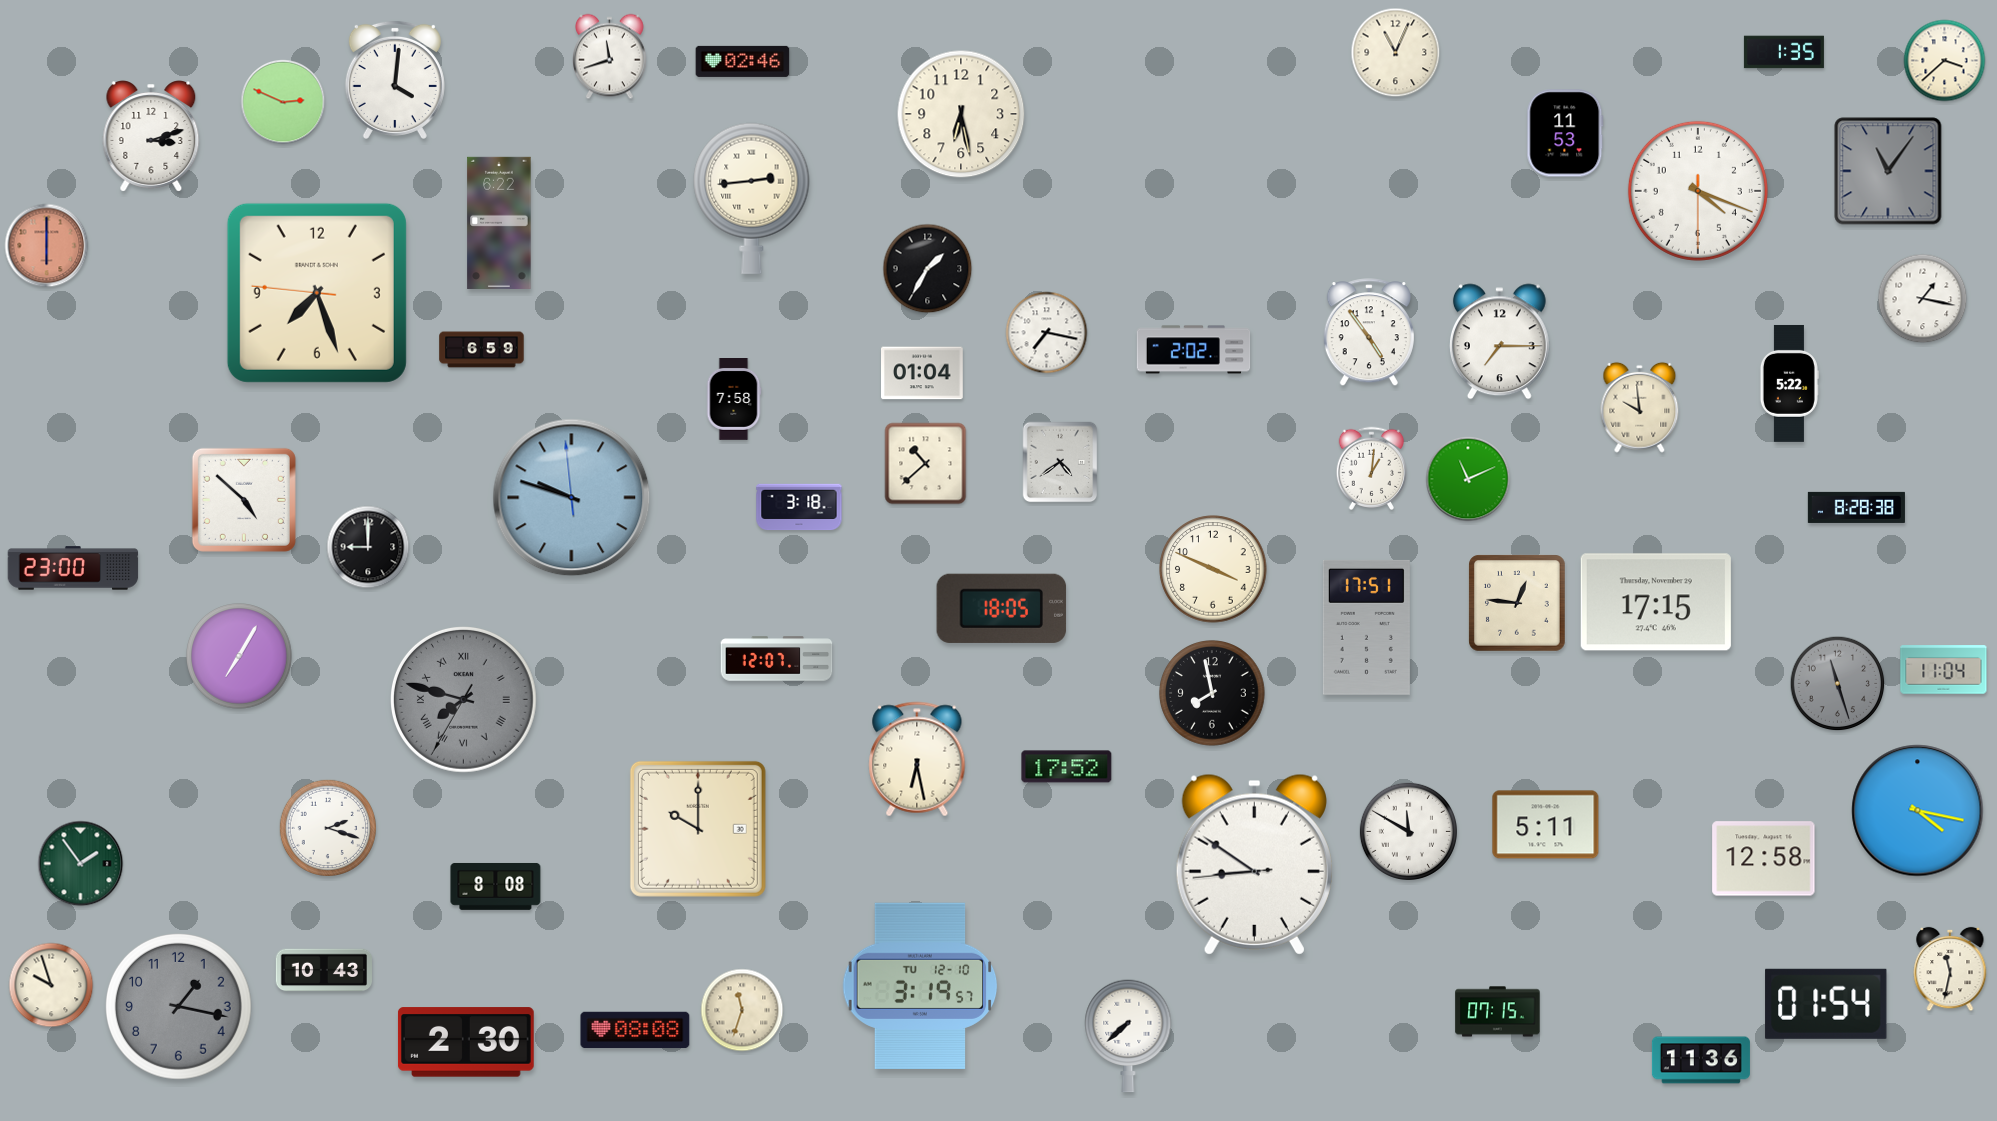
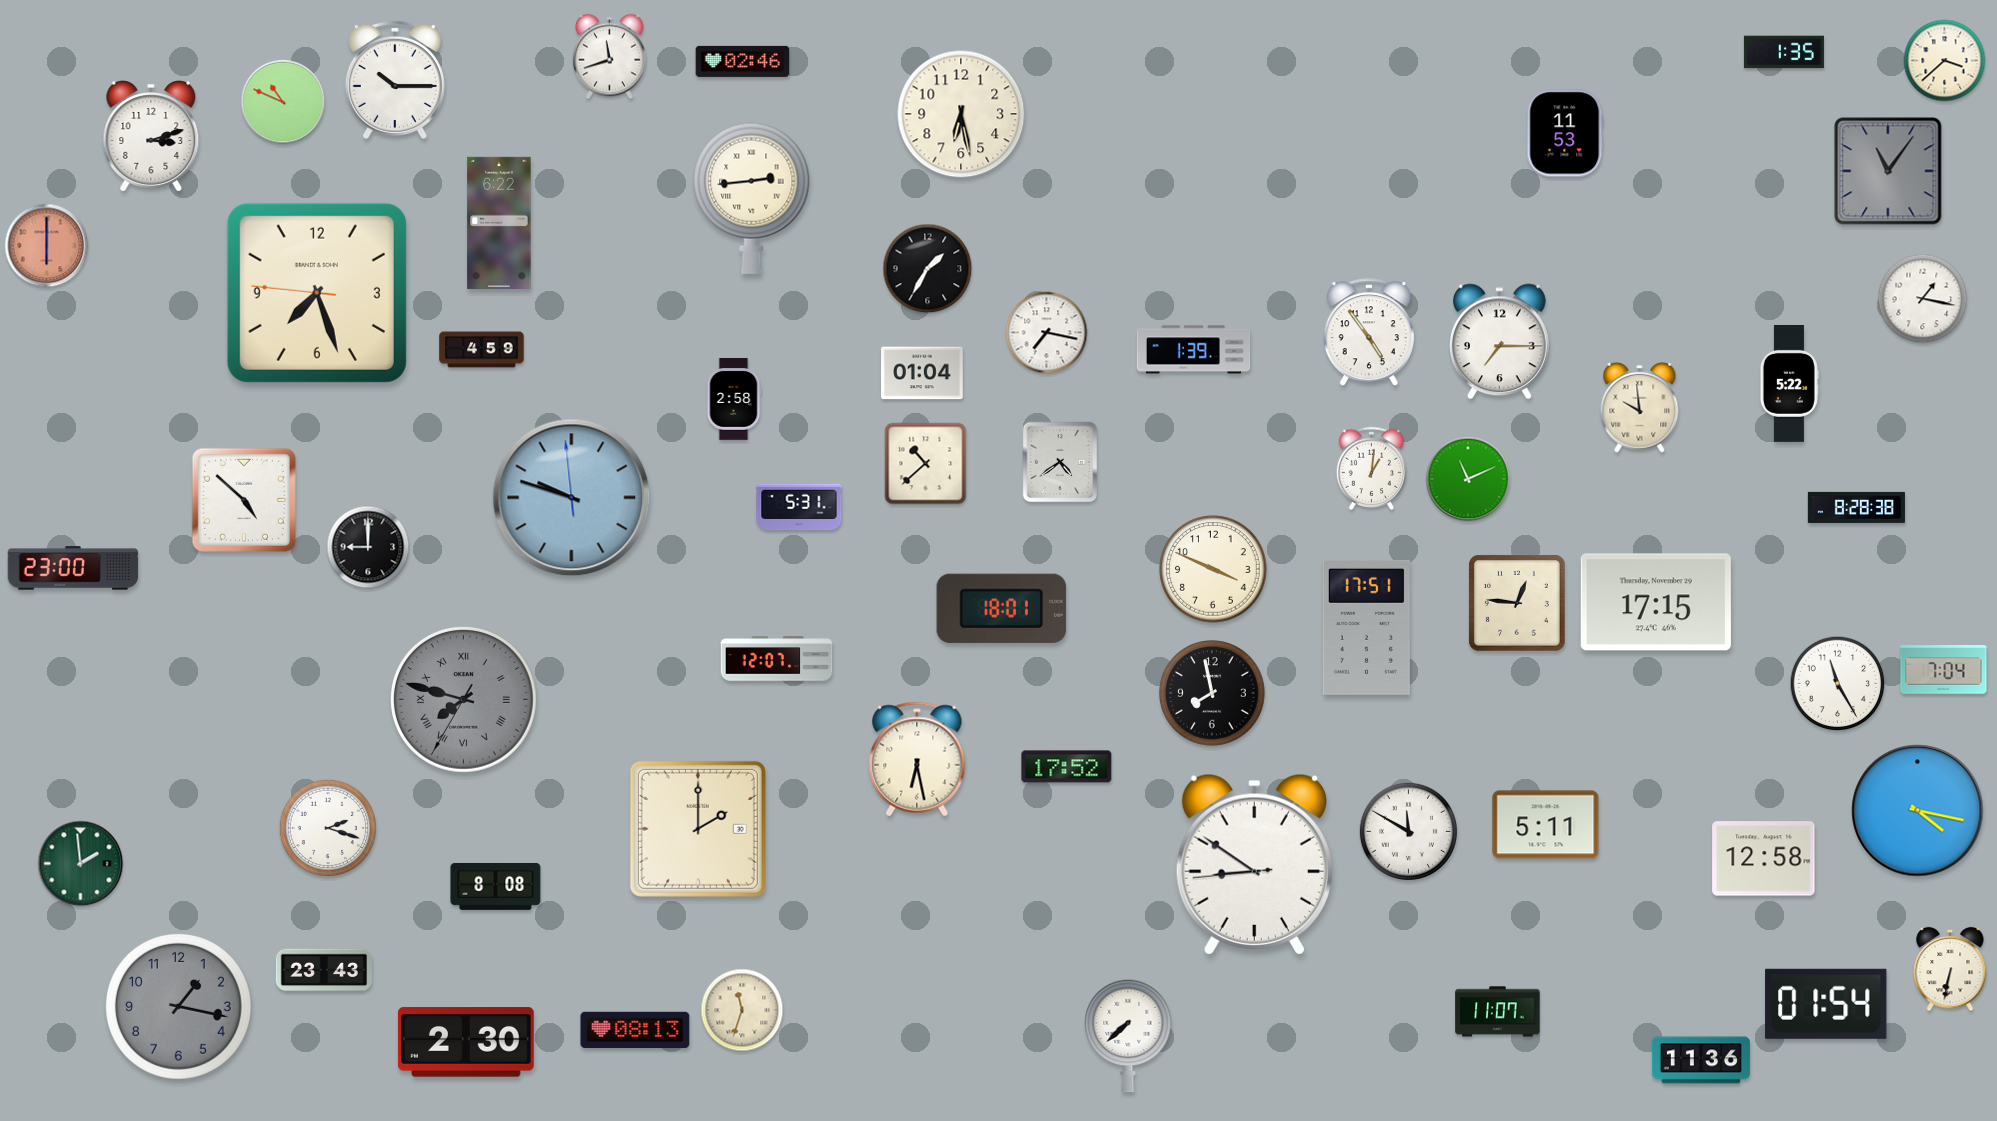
clock at (1396, 53): 11:04 -> none
clock at (395, 80): 4:01 -> 10:15
clock at (283, 102): 2:49 -> 10:49
clock at (1698, 191): 4:18 -> none
clock at (482, 350): 6:59 -> 4:59
clock at (1194, 350): 2:02 -> 1:39
clock at (734, 400): 7:58 -> 2:58
clock at (799, 507): 3:18 -> 5:31
clock at (1002, 608): 18:05 -> 18:01
clock at (239, 656): 7:05 -> none
clock at (1944, 670): 11:04 -> 7:04
clock at (1838, 684): 11:27 -> 11:25
clock at (1838, 684) dial: grey -> white
clock at (698, 829): 10:00 -> 2:00
clock at (81, 864): 1:54 -> 1:59
clock at (1950, 969): 11:32 -> 6:32
clock at (323, 970): 10:43 -> 23:43
clock at (51, 985): 9:57 -> none
clock at (920, 985): 3:19 -> none
clock at (1498, 1012): 07:15 -> 11:07
clock at (635, 1030): 08:08 -> 08:13
